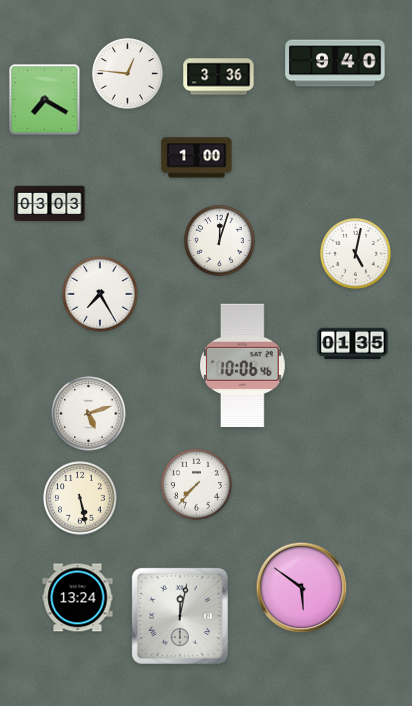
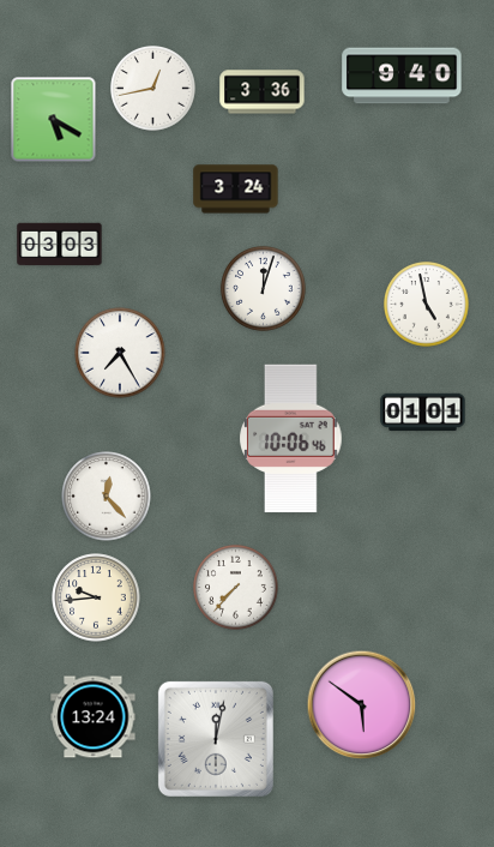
clock at (128, 74): 12:46 -> 12:43
clock at (45, 100): 7:20 -> 5:20
clock at (197, 158): 1:00 -> 3:24
clock at (356, 254): 5:02 -> 4:58
clock at (353, 344): 01:35 -> 01:01
clock at (89, 414): 5:12 -> 12:23
clock at (197, 485) position: (197, 485) -> (236, 588)
clock at (80, 498): 5:28 -> 9:44
